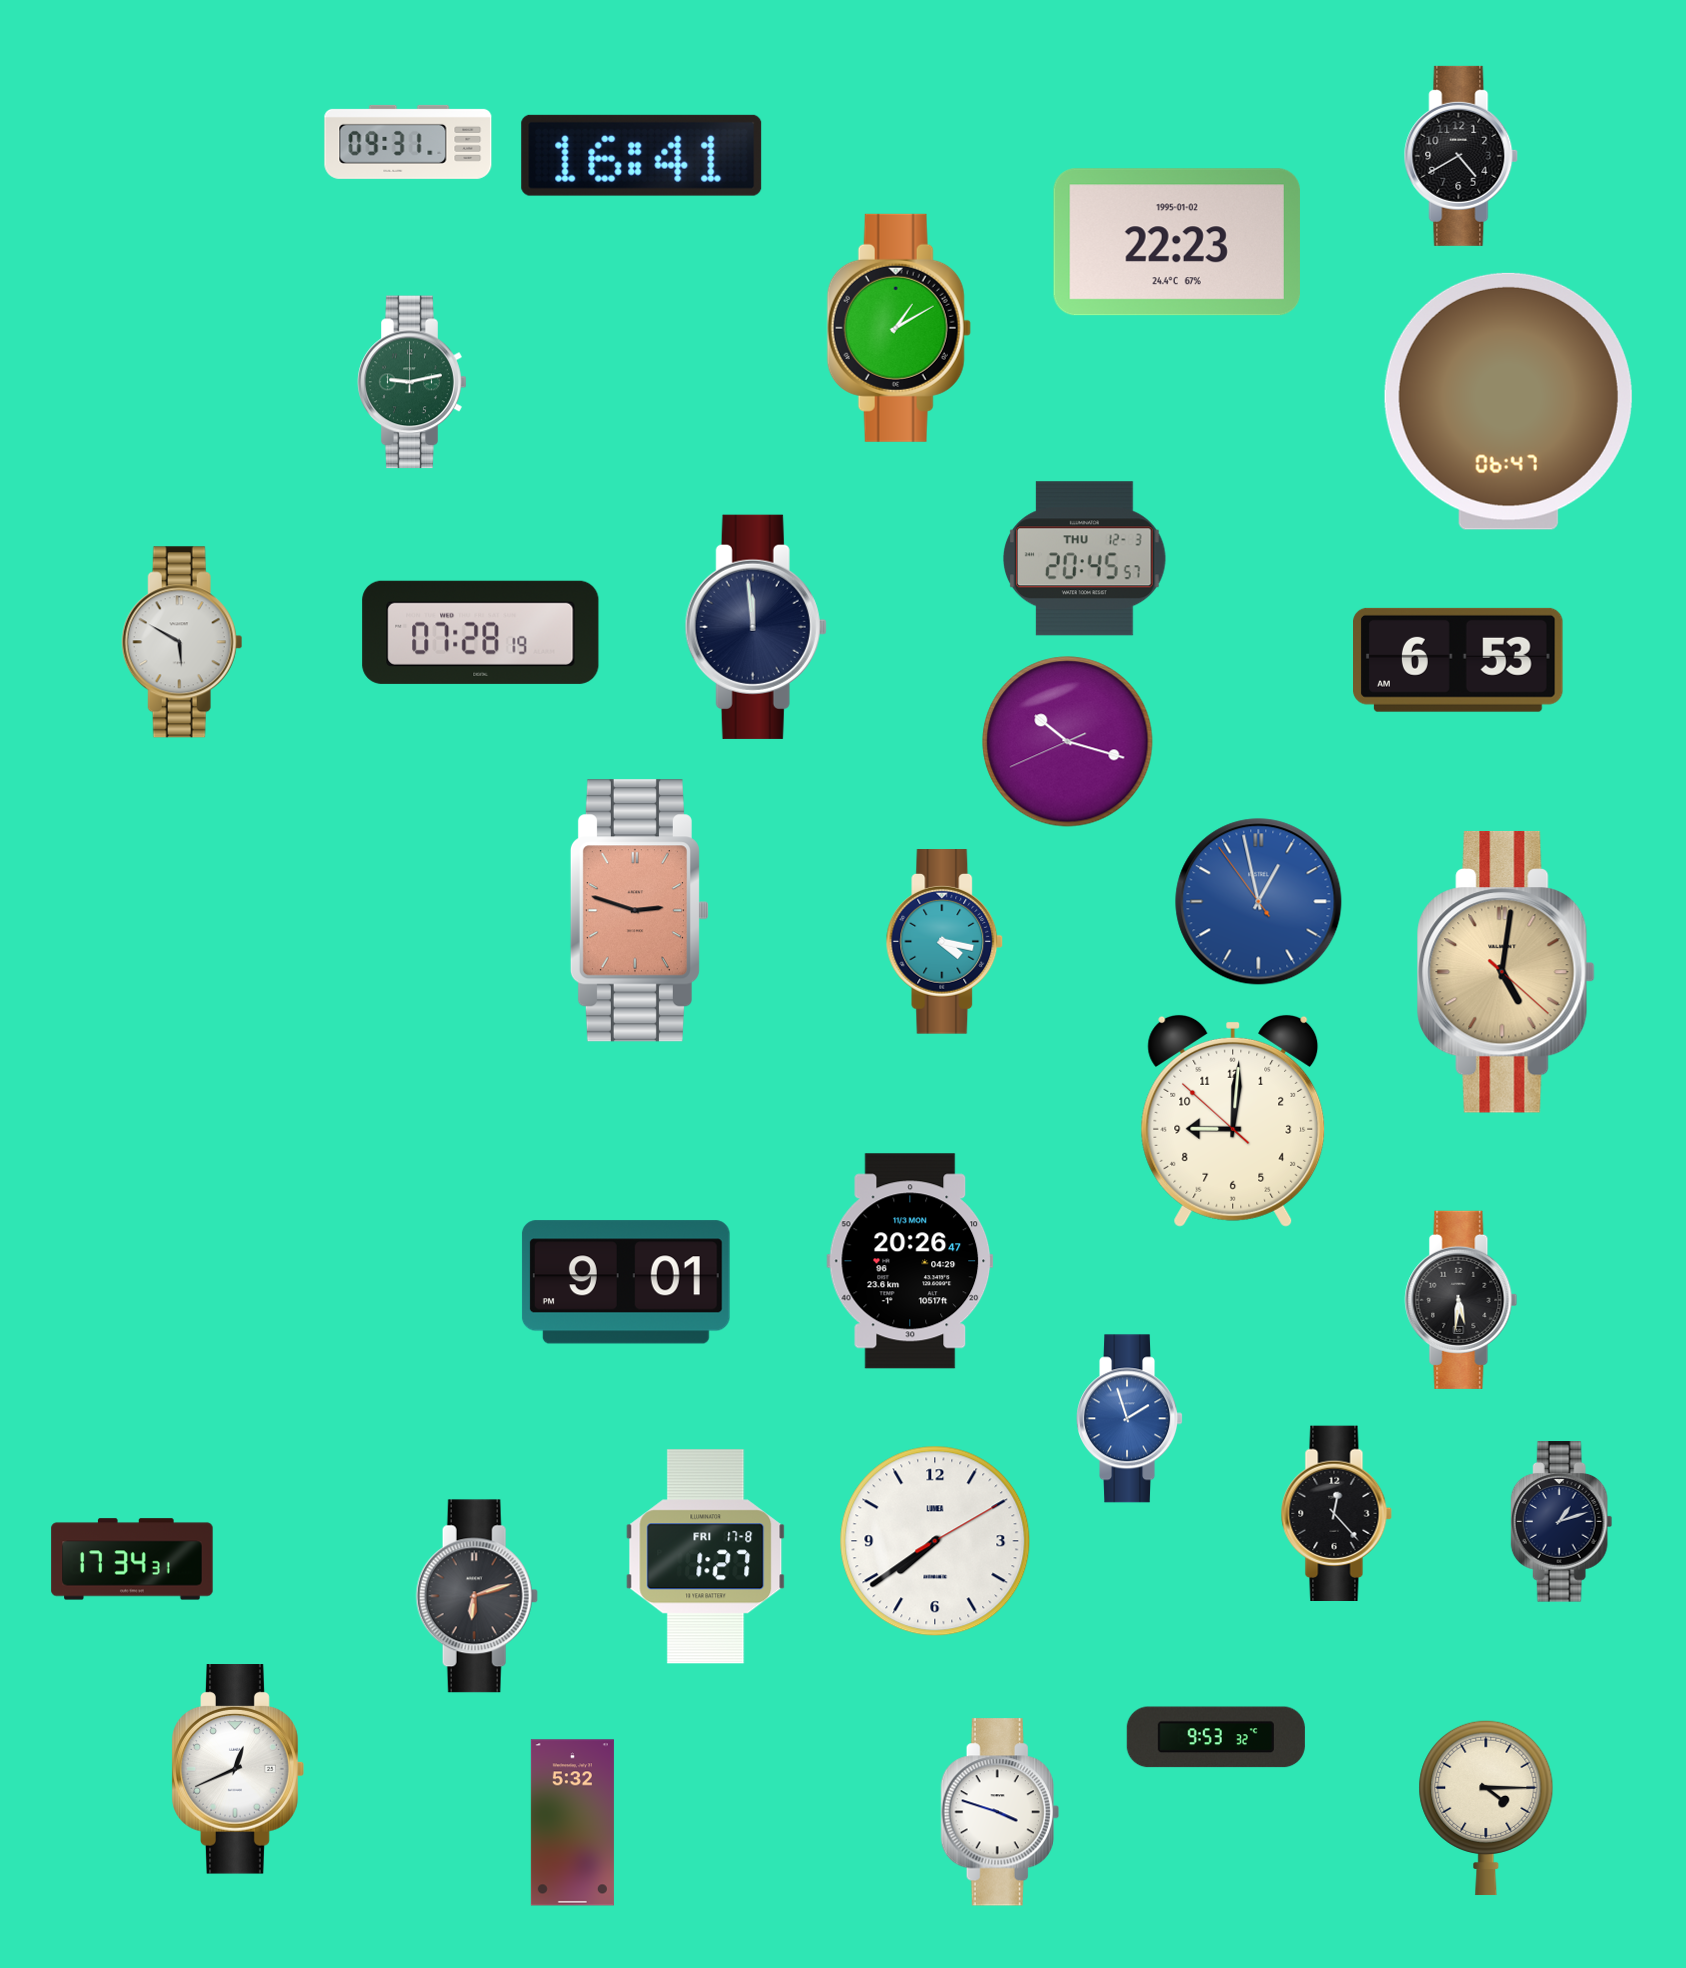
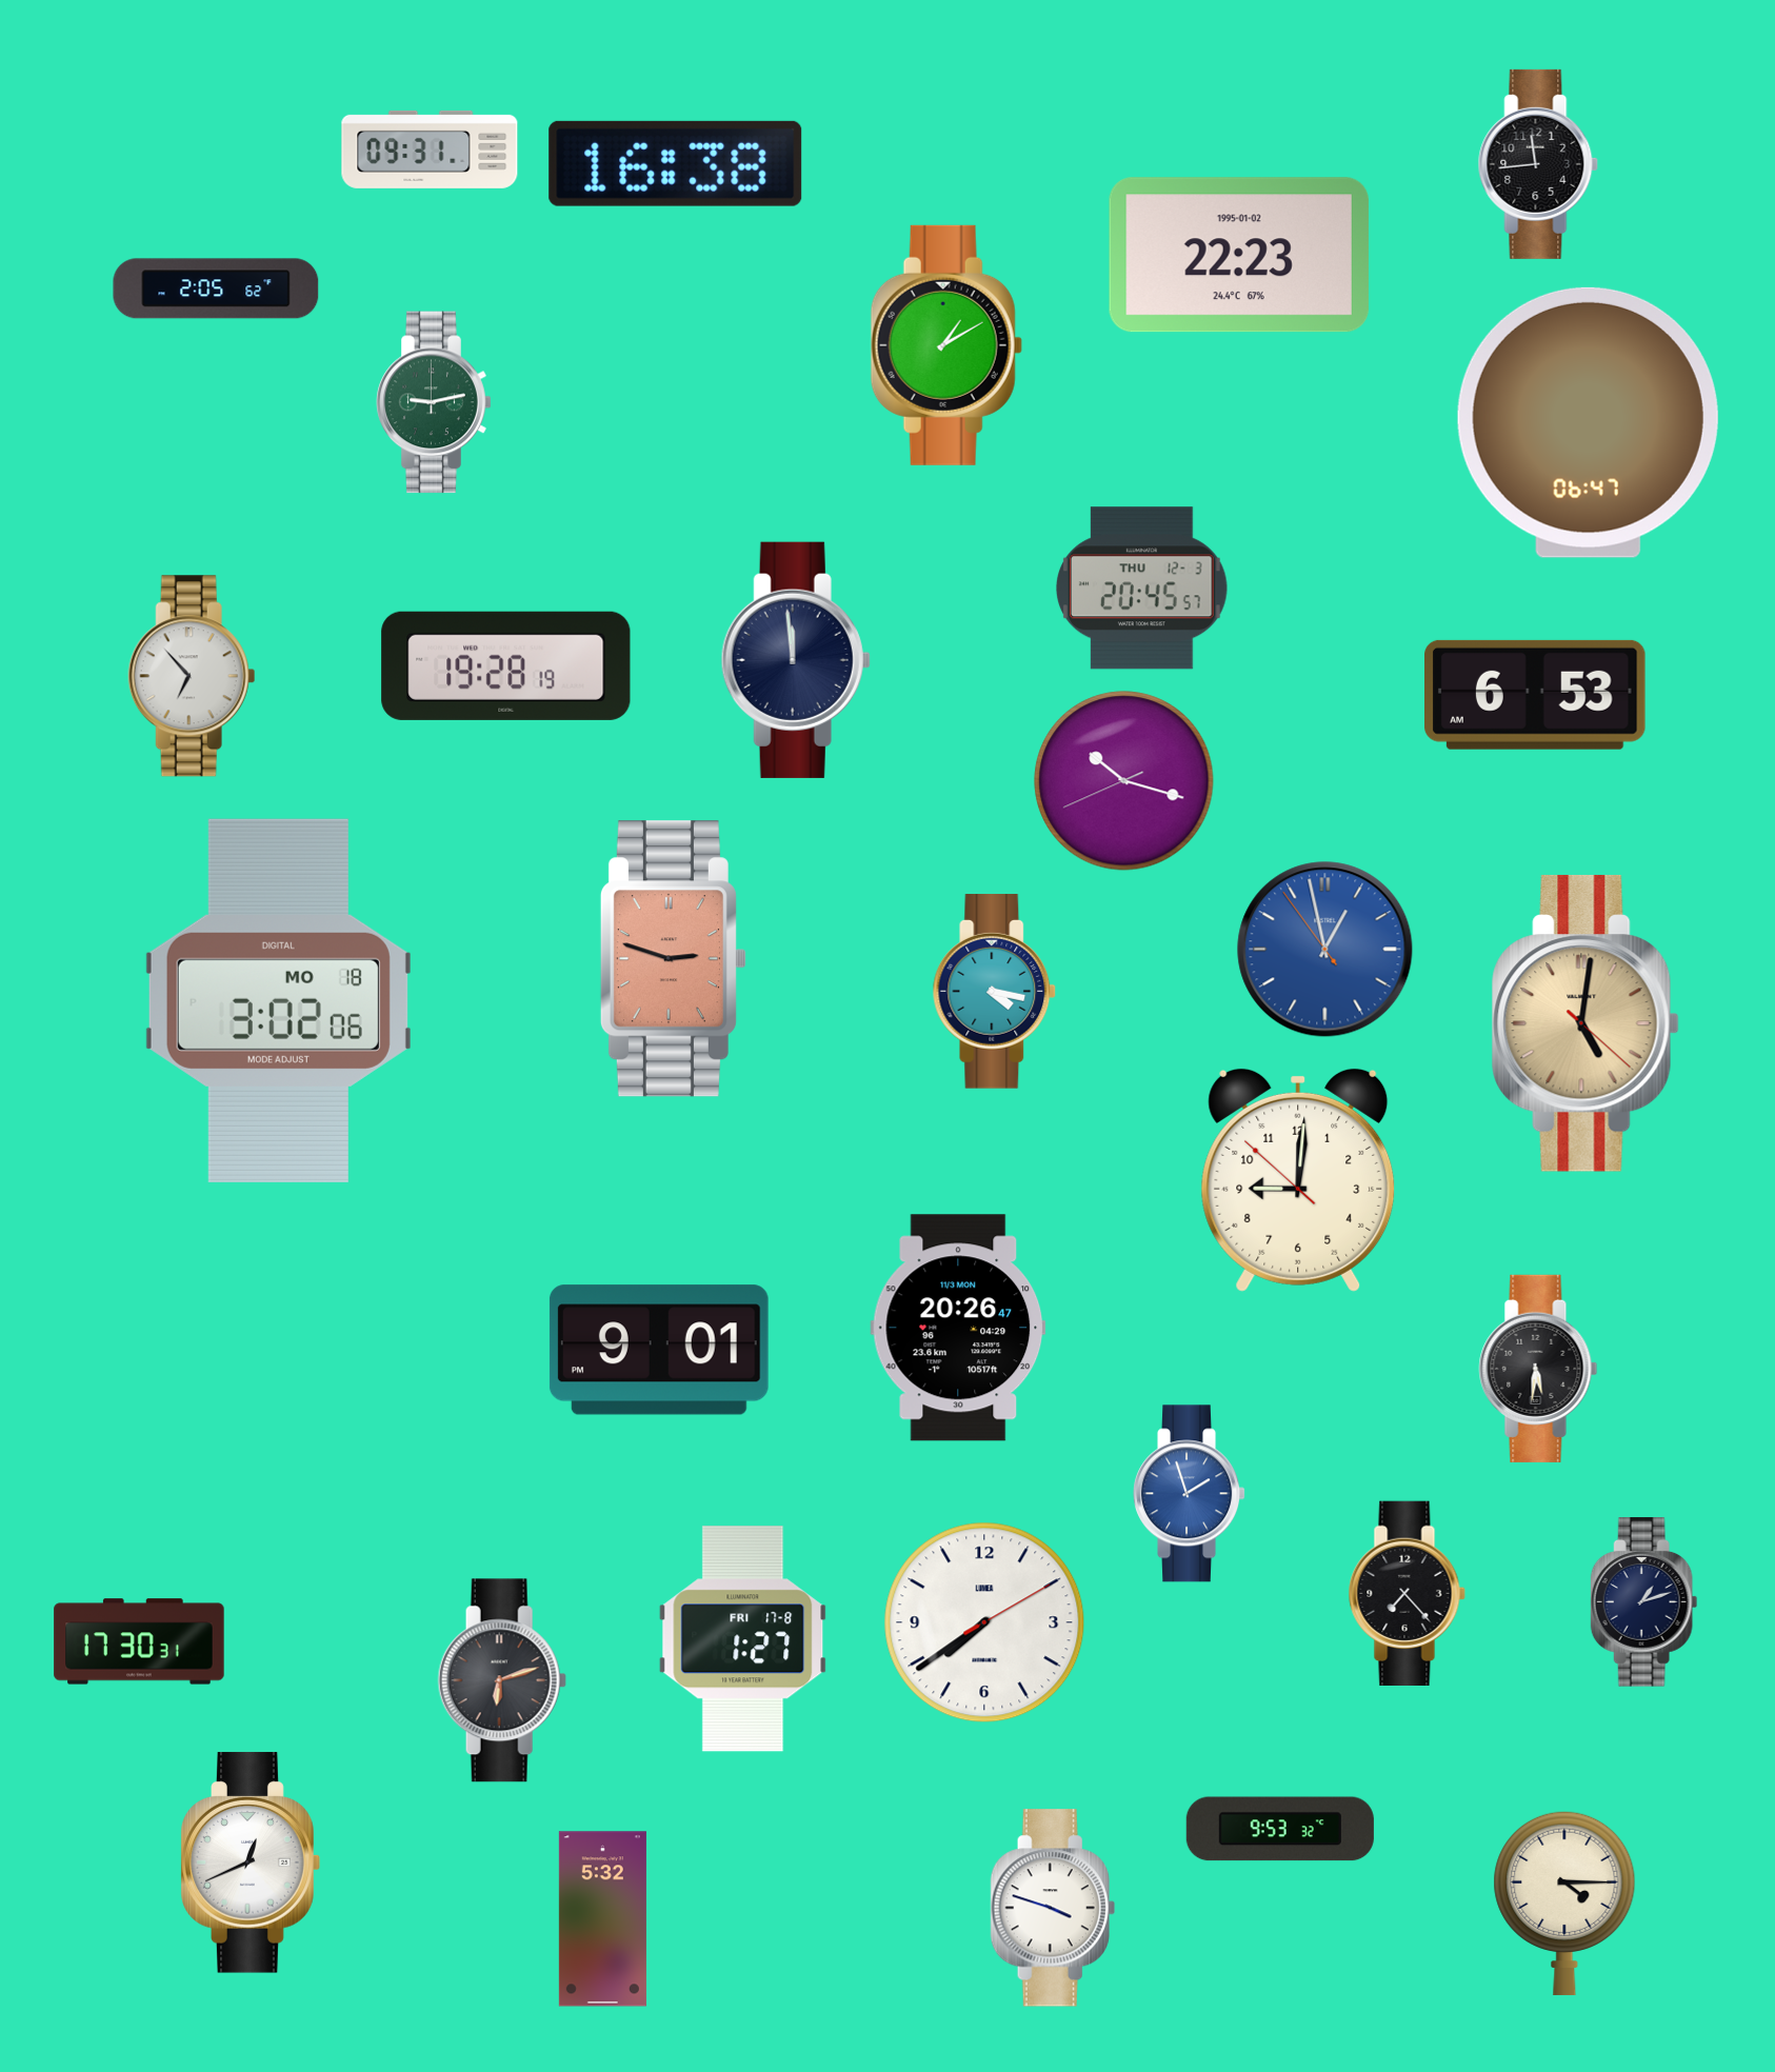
clock at (642, 155): 16:41 -> 16:38
clock at (1461, 156): 4:40 -> 11:44
clock at (216, 288): none -> 2:05
clock at (481, 632): 07:28 -> 19:28
clock at (182, 642): 5:50 -> 6:53
clock at (278, 1000): none -> 3:02
clock at (1336, 1513): 12:23 -> 7:23
clock at (132, 1559): 17:34 -> 17:30
